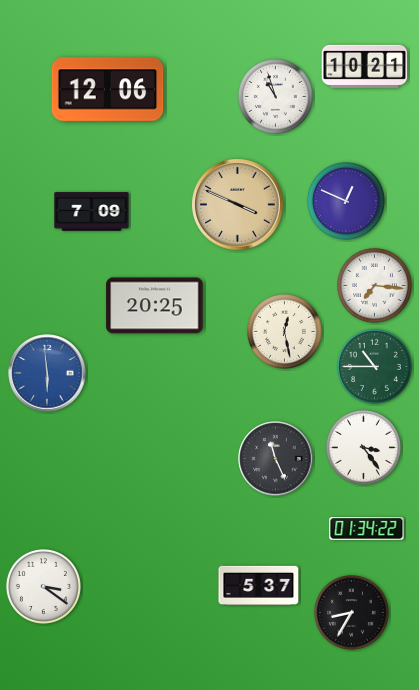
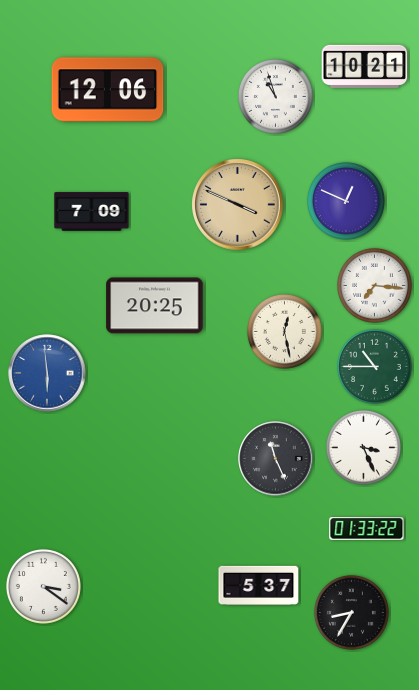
clock at (363, 447): 3:24 -> 3:26
clock at (367, 529): 01:34 -> 01:33
